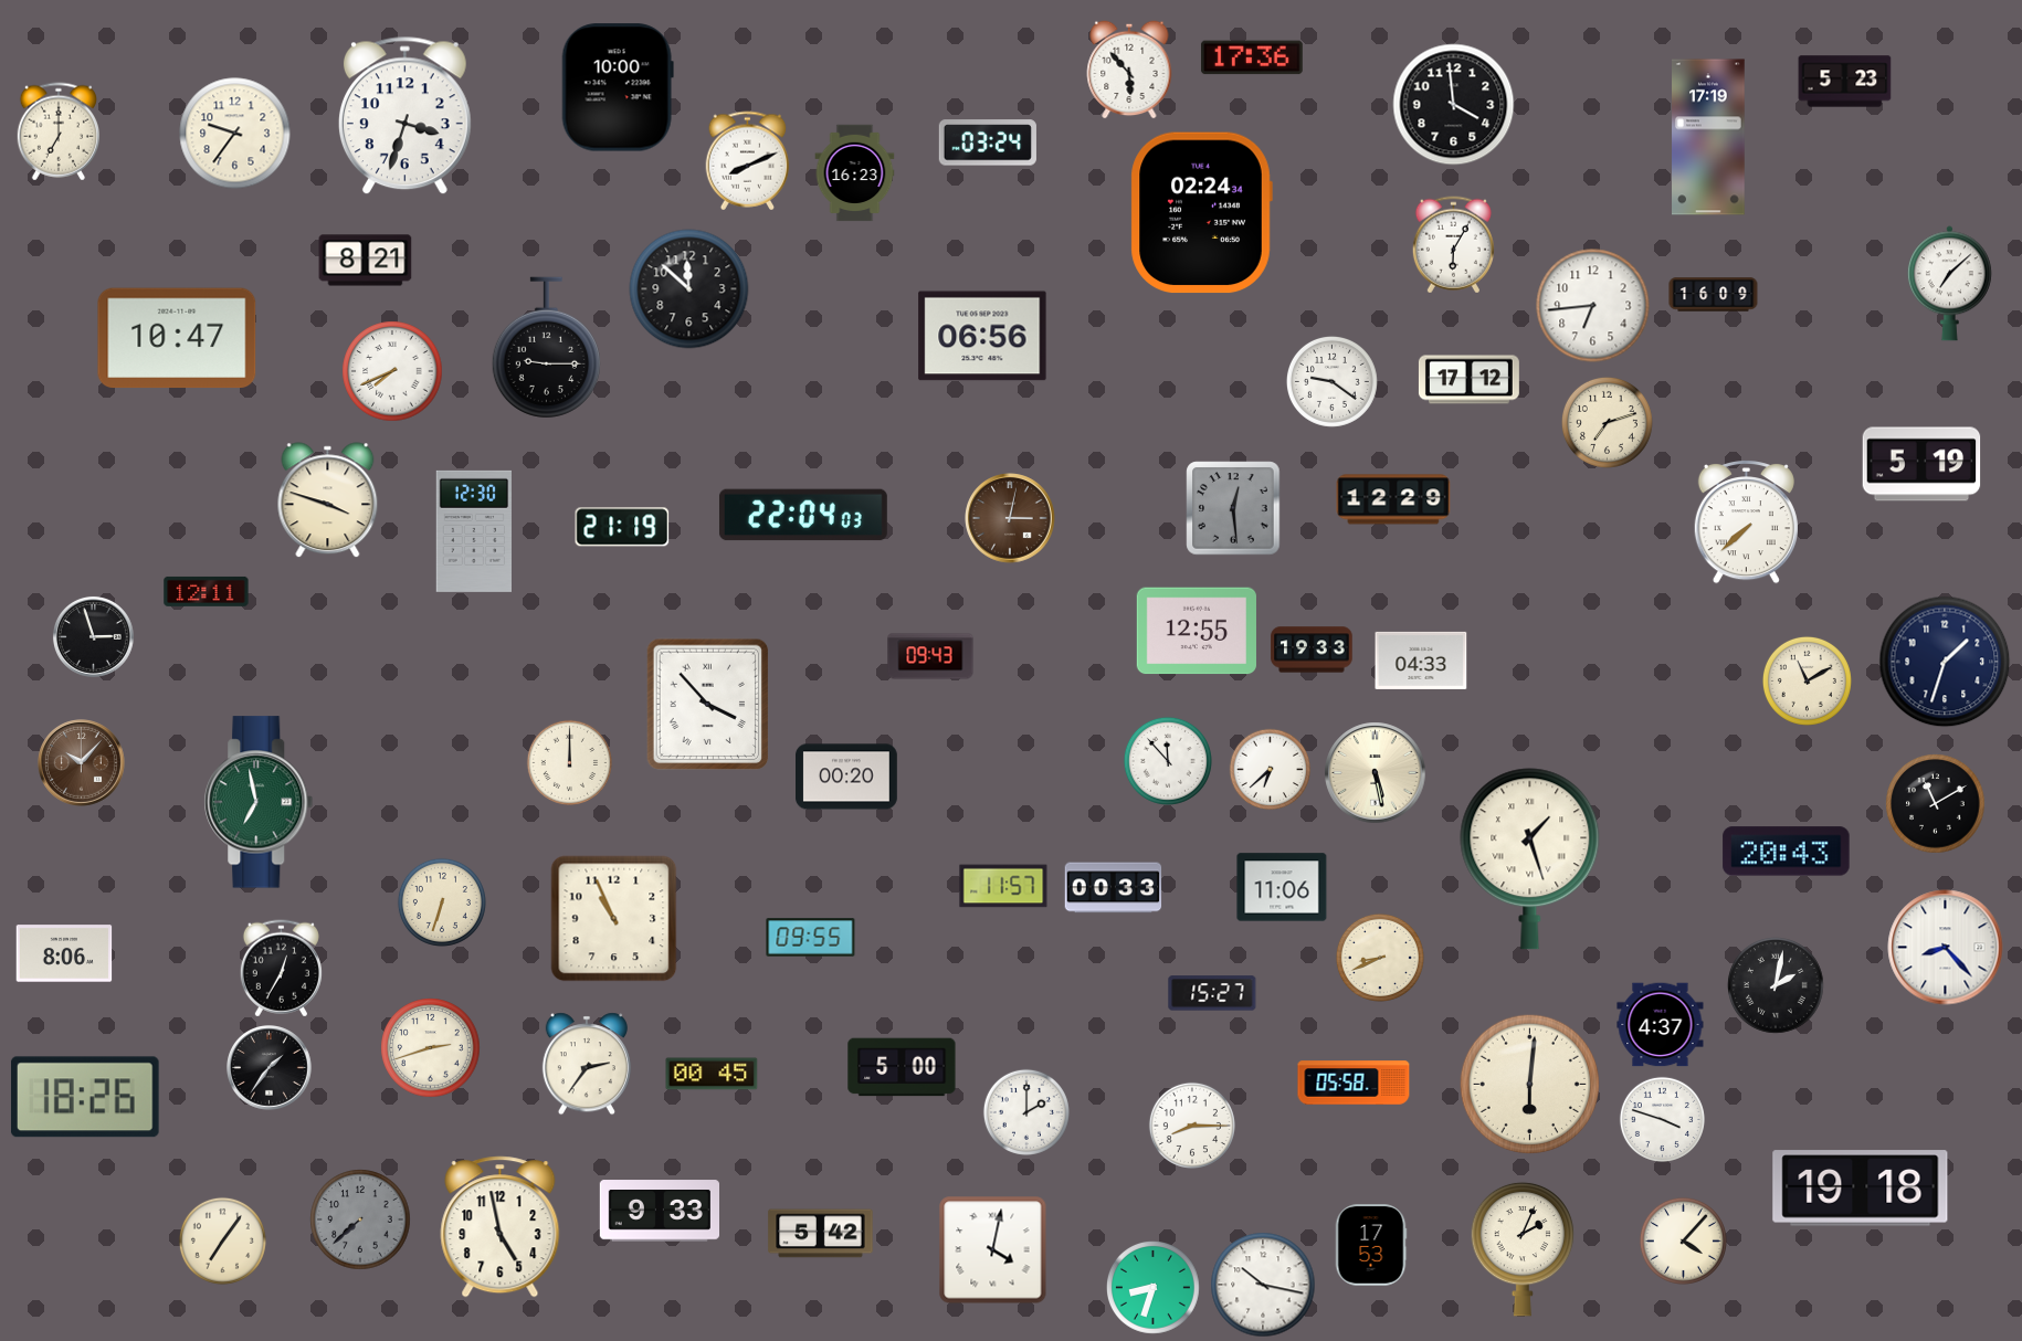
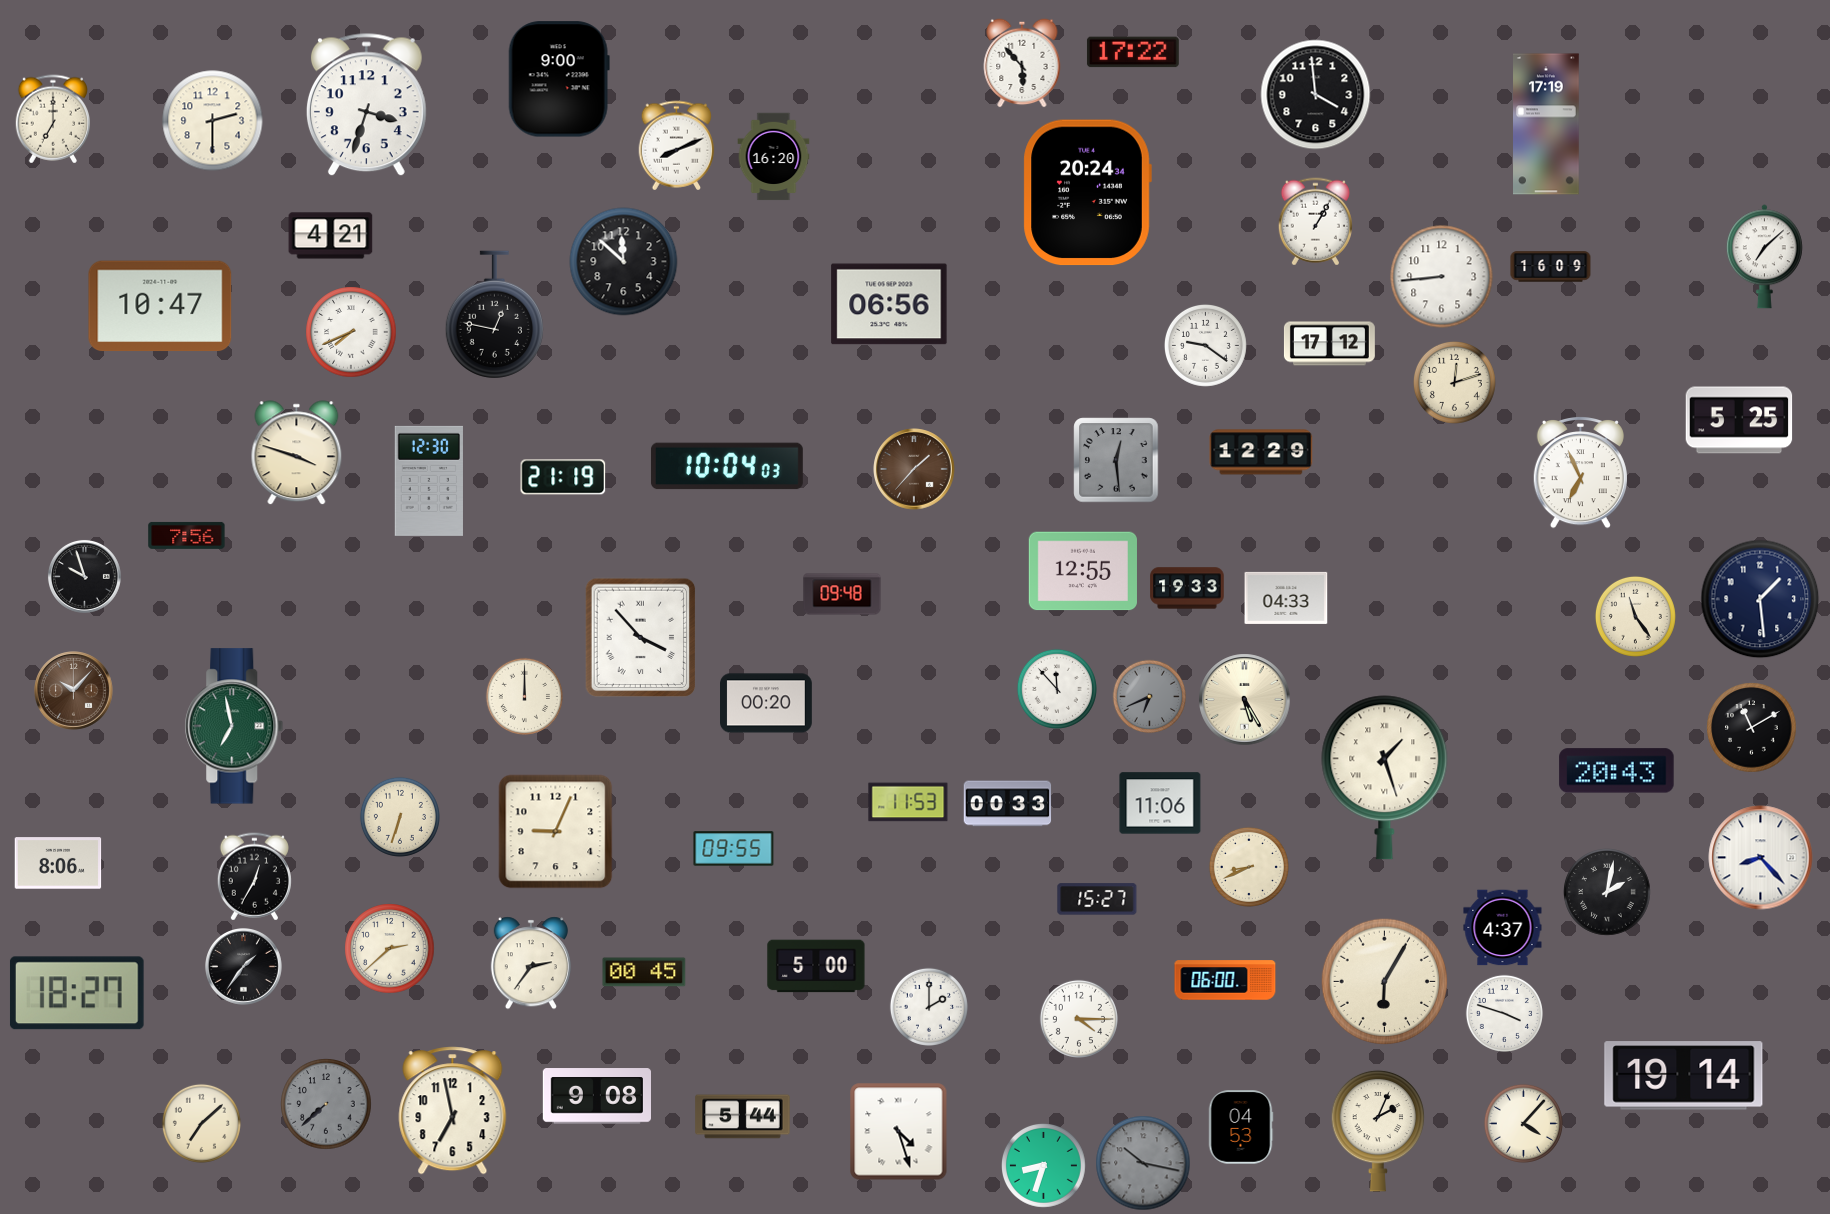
clock at (1252, 57): 17:36 -> 17:22
clock at (1845, 82): 5:23 -> none
clock at (618, 87): 10:00 -> 9:00
clock at (235, 134): 9:36 -> 2:30
clock at (988, 142): 03:24 -> none
clock at (855, 173): 16:23 -> 16:20
clock at (1201, 213): 02:24 -> 20:24
clock at (1453, 245): 6:05 -> 1:05
clock at (366, 261): 8:21 -> 4:21
clock at (1593, 306): 6:44 -> 8:44
clock at (546, 348): 9:15 -> 12:47
clock at (392, 371) position: (392, 371) -> (351, 332)
clock at (1607, 422): 7:12 -> 12:12
clock at (1921, 464): 5:19 -> 5:25
clock at (803, 515): 22:04 -> 10:04
clock at (1010, 518): 3:02 -> 1:37
clock at (1746, 522): 7:38 -> 6:56
clock at (207, 591): 12:11 -> 7:56
clock at (93, 636): 2:57 -> 9:57
clock at (930, 656): 09:43 -> 09:48
clock at (1945, 662): 1:33 -> 1:29
clock at (1807, 680): 11:10 -> 11:24
clock at (569, 762) position: (569, 762) -> (524, 696)
clock at (1271, 770): 6:38 -> 6:41
clock at (1271, 770) dial: white -> grey
clock at (1376, 773): 5:28 -> 5:25
clock at (1003, 886): 11:57 -> 11:53
clock at (614, 919): 10:56 -> 9:04
clock at (431, 1048): 2:42 -> 2:38
clock at (1354, 1083): 05:58 -> 06:00
clock at (1529, 1084): 6:01 -> 6:05
clock at (85, 1097): 18:26 -> 18:27
clock at (1192, 1126): 8:15 -> 4:15
clock at (1861, 1189): 19:18 -> 19:14
clock at (659, 1211): 9:33 -> 9:08
clock at (501, 1227): 4:58 -> 6:58
clock at (821, 1234): 5:42 -> 5:44
clock at (222, 1240): 7:06 -> 7:08
clock at (1371, 1245): 17:53 -> 04:53
clock at (993, 1250): 4:02 -> 4:27
clock at (1263, 1285) dial: white -> grey
